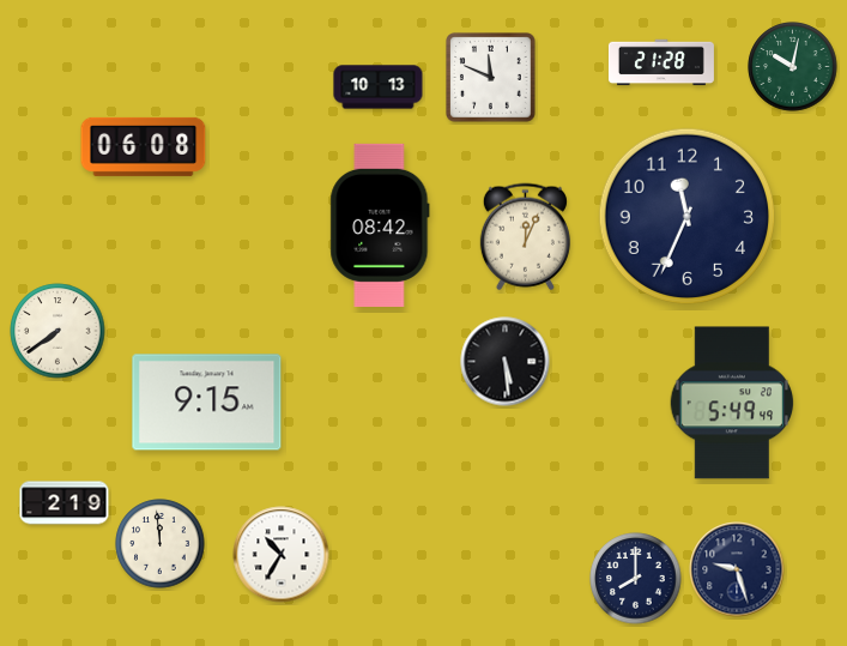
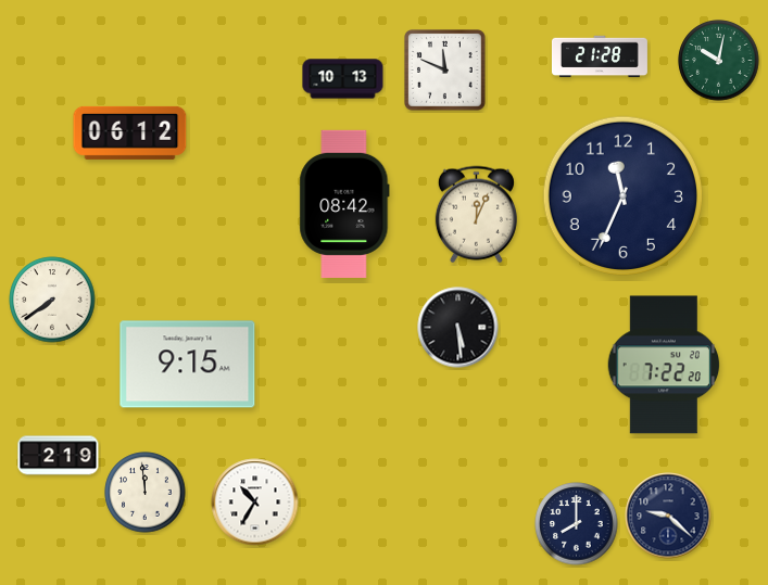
clock at (144, 146): 06:08 -> 06:12
clock at (732, 403): 5:49 -> 7:22
clock at (737, 569): 9:27 -> 9:22
